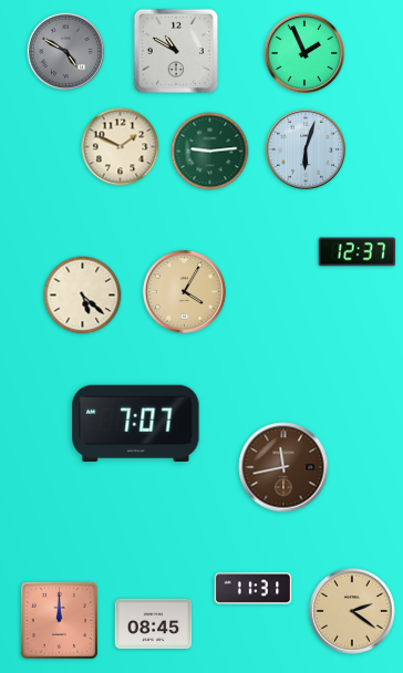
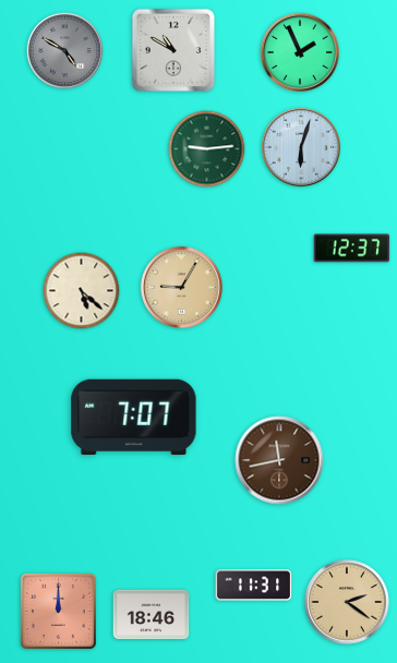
clock at (121, 147): 1:49 -> none
clock at (184, 291): 4:05 -> 9:05
clock at (254, 589) position: (254, 589) -> (254, 586)
clock at (154, 624): 08:45 -> 18:46
